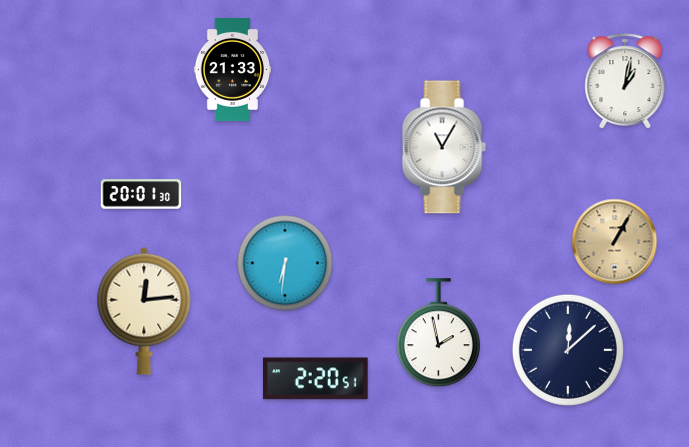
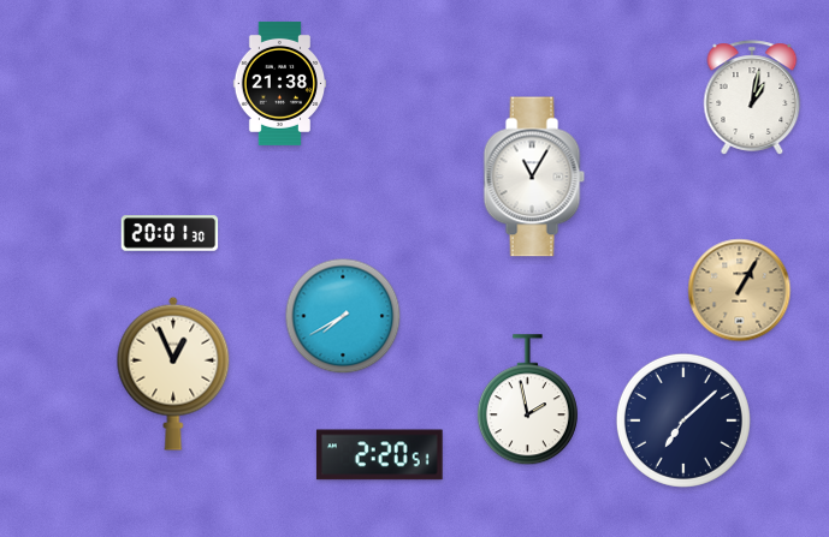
clock at (233, 69): 21:33 -> 21:38
clock at (285, 263): 6:31 -> 7:40
clock at (144, 311): 12:14 -> 12:56
clock at (568, 350): 12:08 -> 7:08
